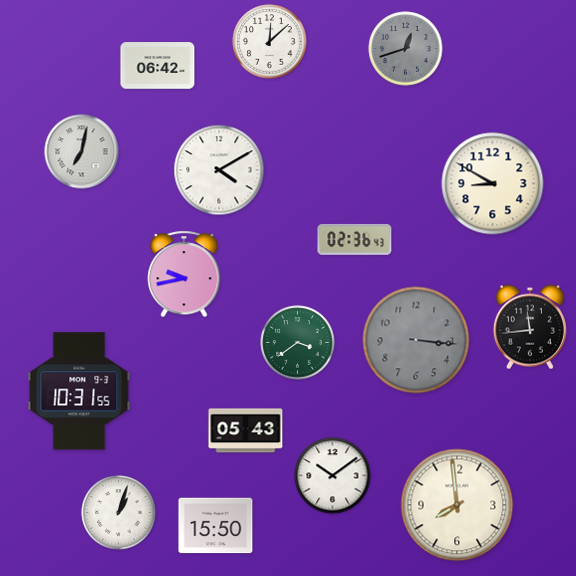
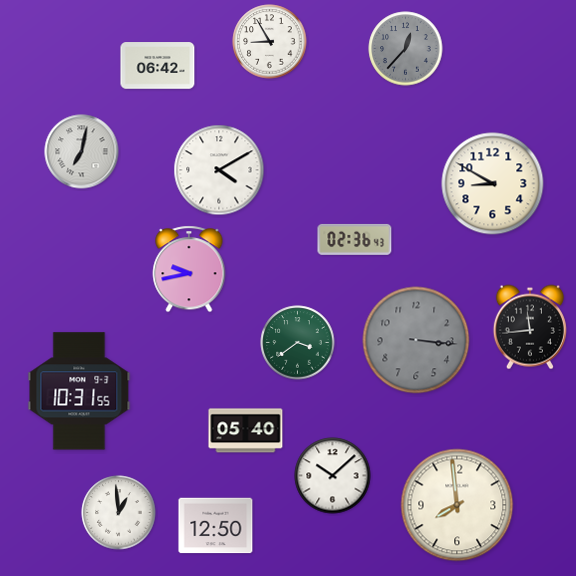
clock at (270, 42): 12:08 -> 8:55
clock at (406, 49): 12:42 -> 12:37
clock at (184, 274) position: (184, 274) -> (189, 269)
clock at (246, 431): 05:43 -> 05:40
clock at (333, 476): 10:09 -> 10:08
clock at (119, 513): 1:03 -> 12:59
clock at (216, 526): 15:50 -> 12:50
